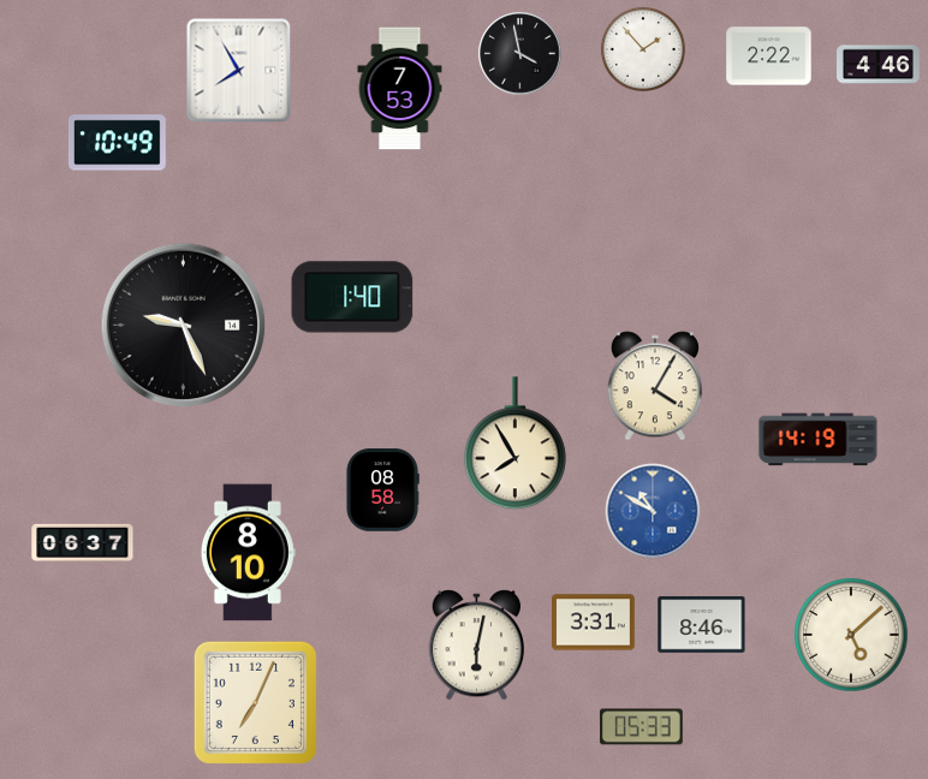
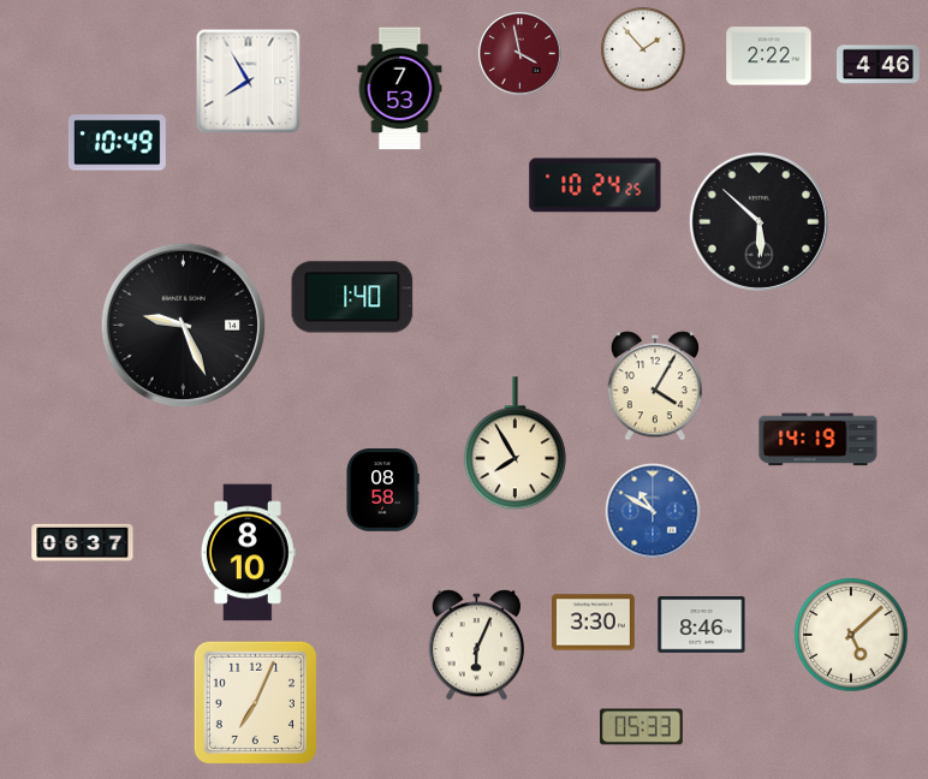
clock at (520, 54) dial: black -> burgundy
clock at (239, 71) position: (239, 71) -> (249, 82)
clock at (595, 185): none -> 10:24
clock at (759, 221): none -> 5:52
clock at (594, 623): 3:31 -> 3:30
clock at (477, 646): 6:02 -> 6:04
